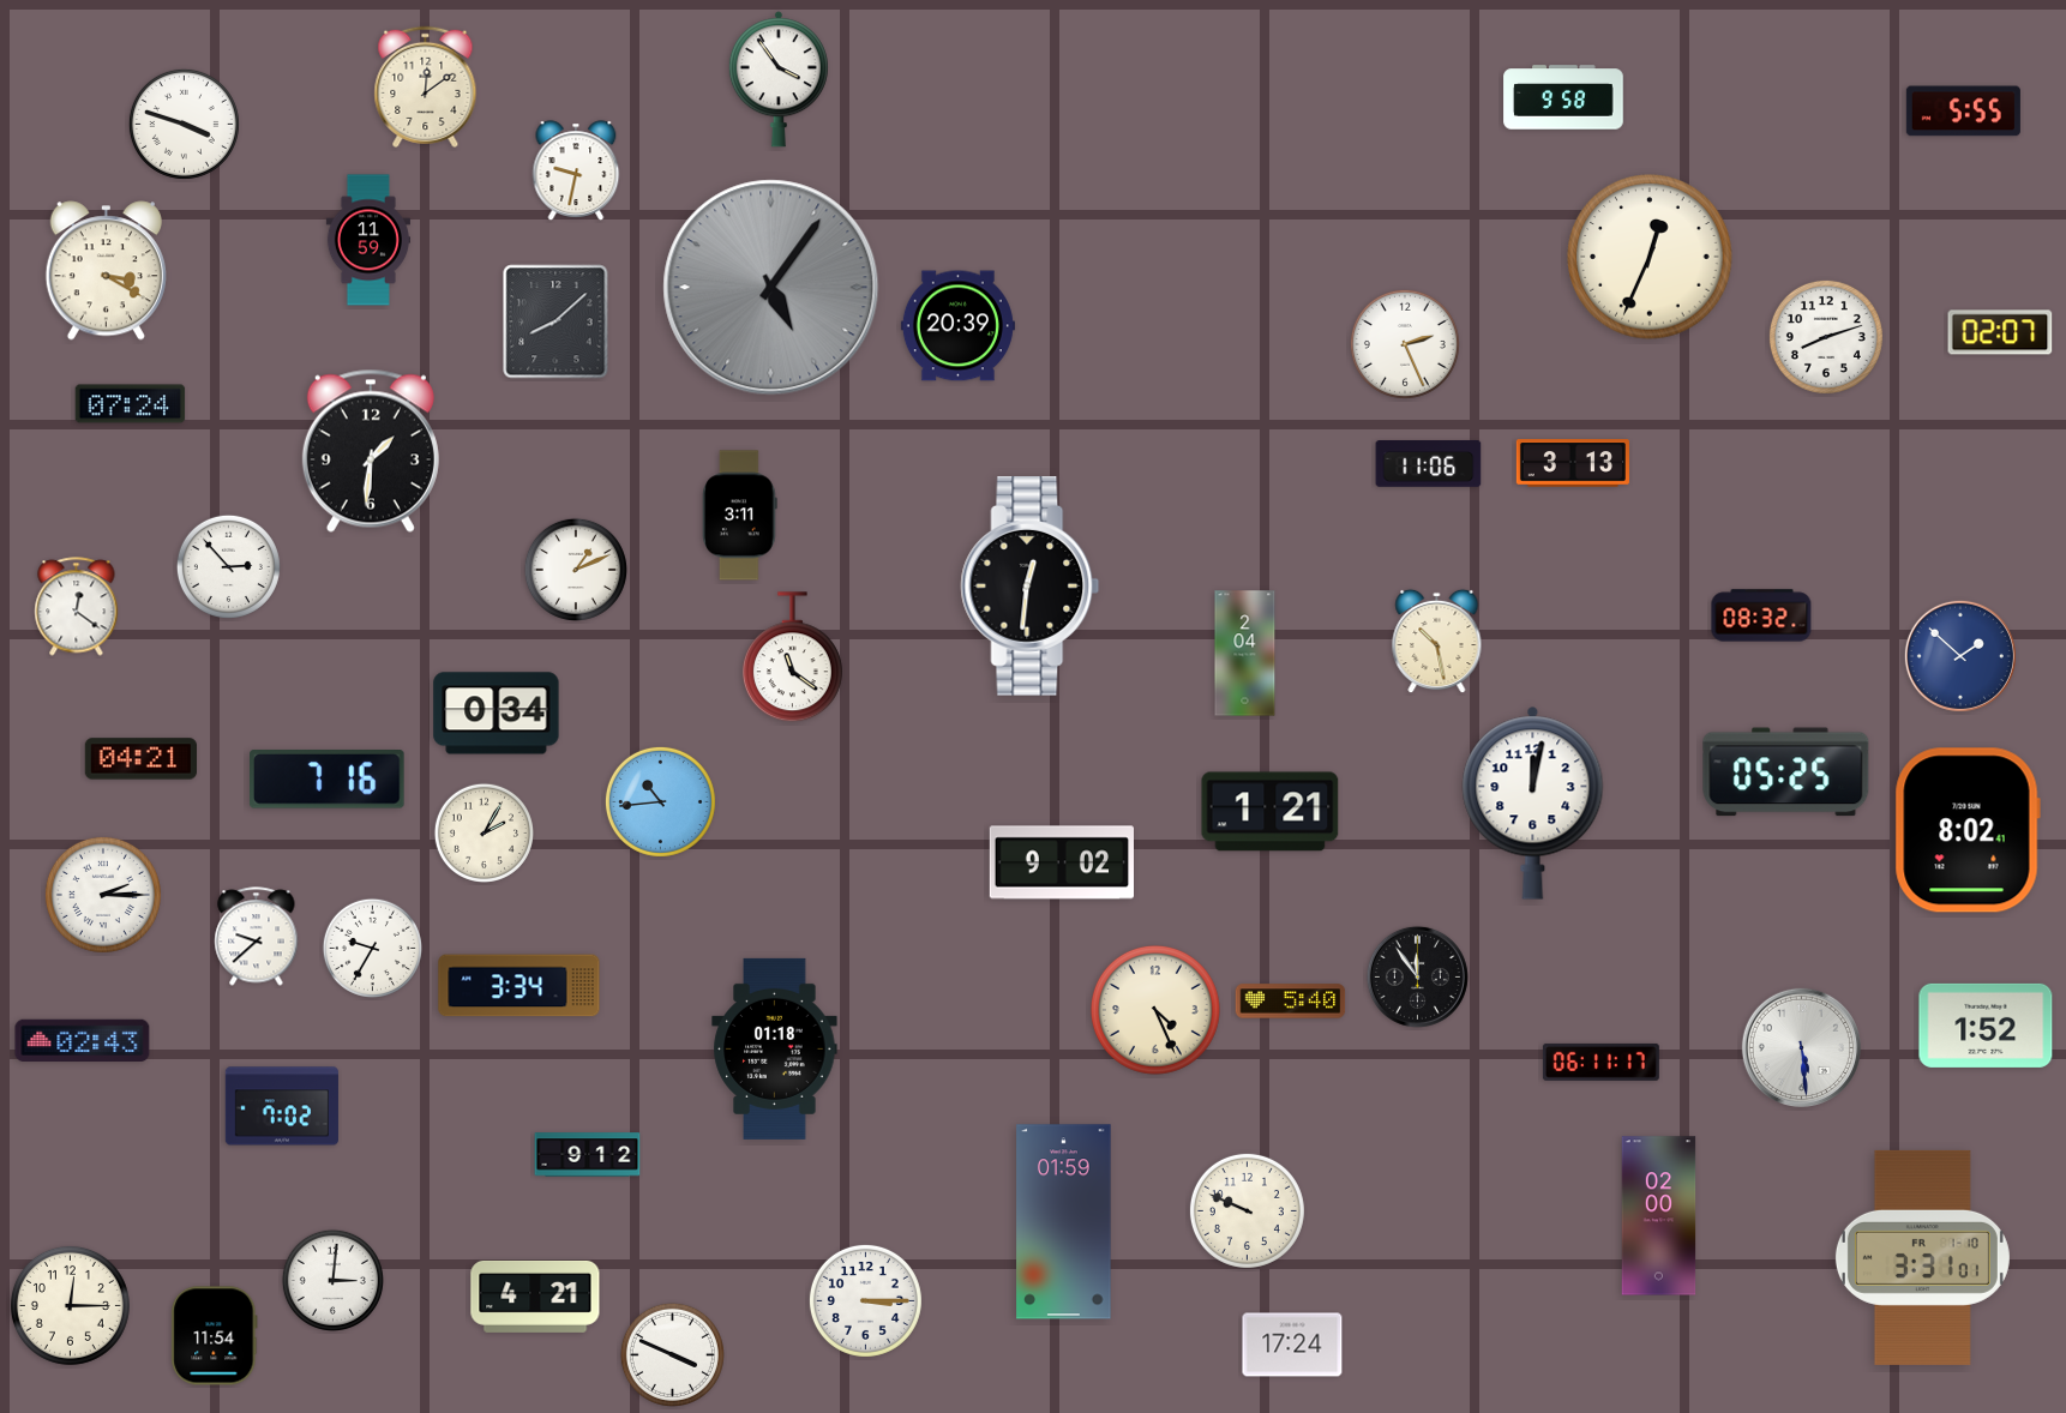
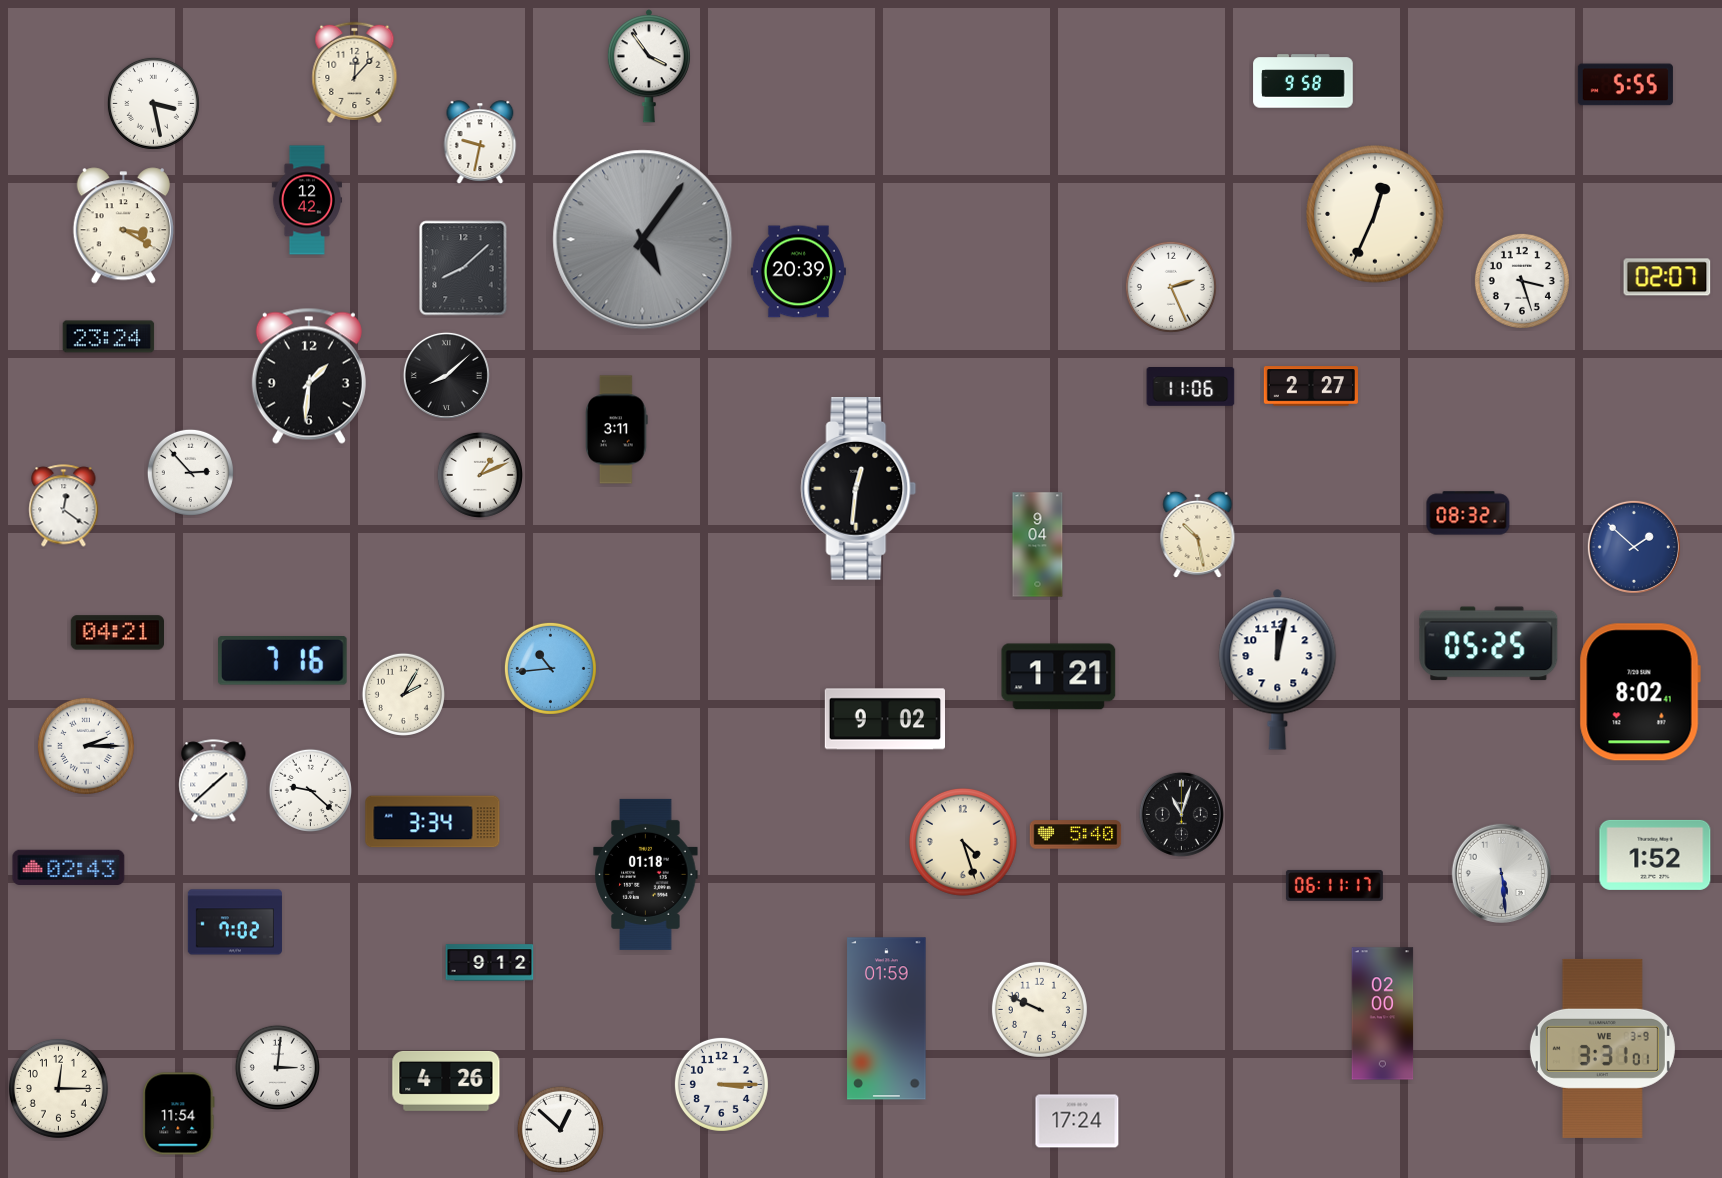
clock at (426, 86): 12:09 -> 12:07
clock at (1963, 112) position: (1963, 112) -> (1625, 85)
clock at (184, 124): 3:48 -> 3:28
clock at (368, 240): 11:59 -> 12:42
clock at (106, 271) position: (106, 271) -> (123, 226)
clock at (1826, 337): 8:12 -> 3:27
clock at (131, 404): 07:24 -> 23:24
clock at (446, 375): none -> 8:08
clock at (1573, 463): 3:13 -> 2:27
clock at (1245, 654): 2:04 -> 9:04
clock at (792, 657): 11:21 -> none
clock at (497, 714): 0:34 -> none
clock at (328, 780) position: (328, 780) -> (283, 661)
clock at (257, 937): 9:38 -> 1:38
clock at (372, 948): 9:35 -> 9:22
clock at (1417, 976): 11:54 -> 11:03
clock at (1155, 1010): 4:26 -> 4:27
clock at (1922, 1257) date: FR 1-10 -> WE 3-9
clock at (535, 1297): 4:21 -> 4:26
clock at (672, 1354): 3:49 -> 12:52
